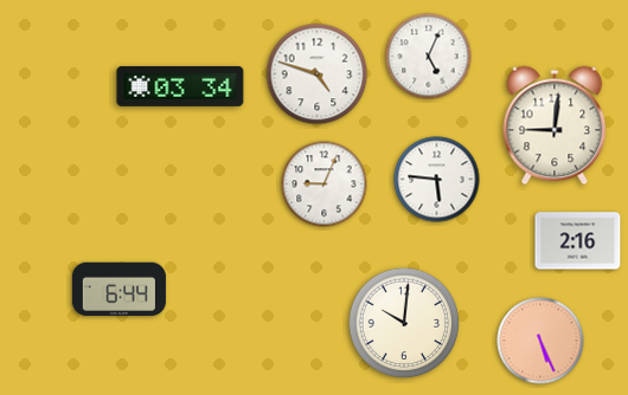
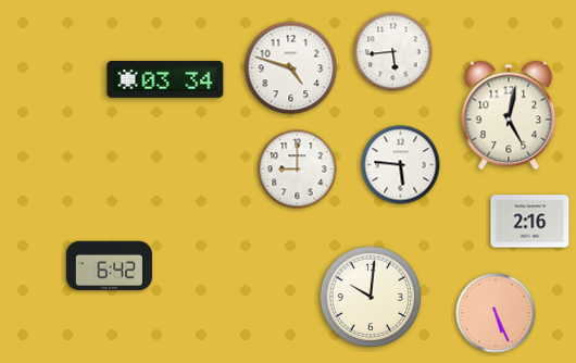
clock at (429, 57): 5:04 -> 5:44
clock at (555, 125): 9:01 -> 5:02
clock at (325, 184): 9:04 -> 9:00
clock at (118, 290): 6:44 -> 6:42
